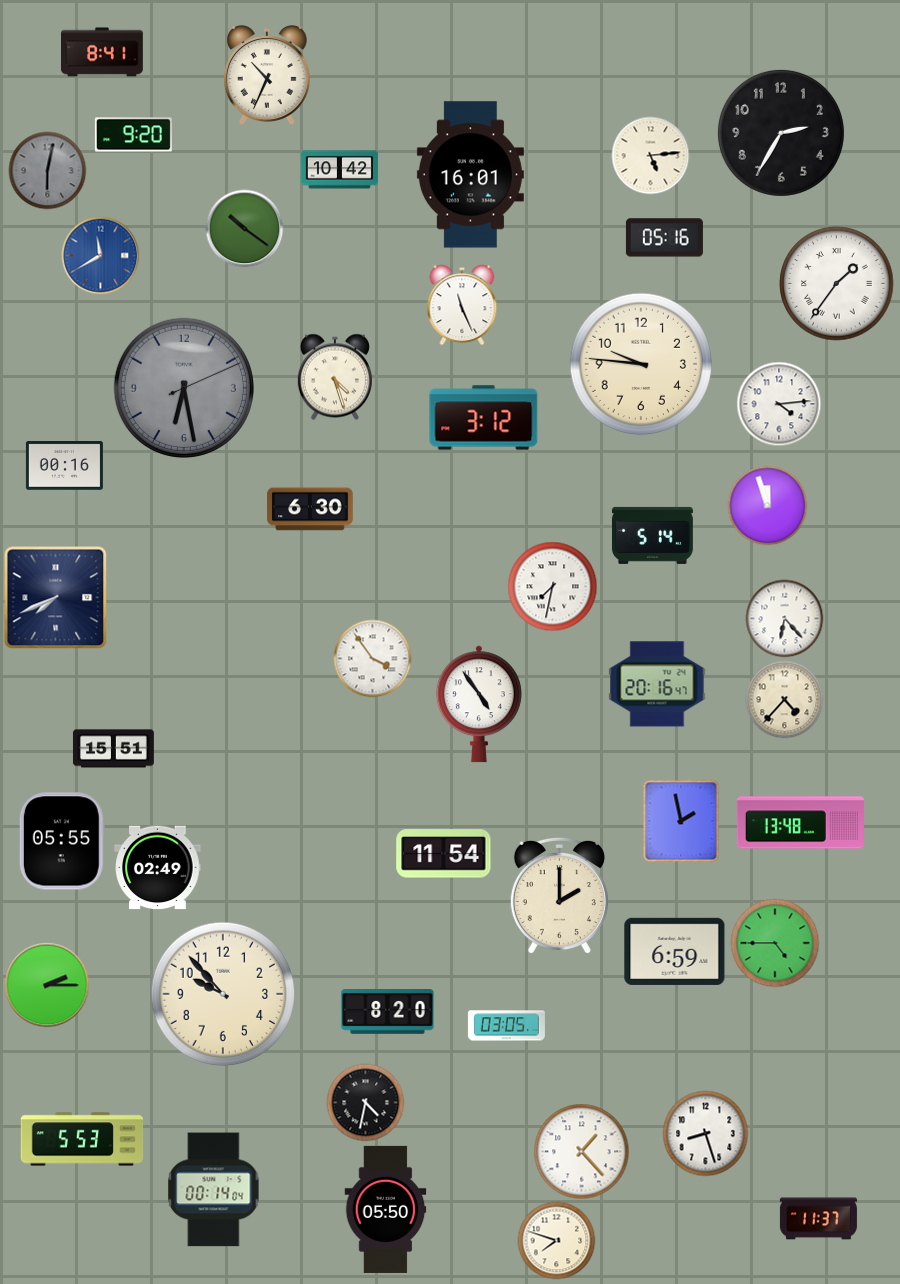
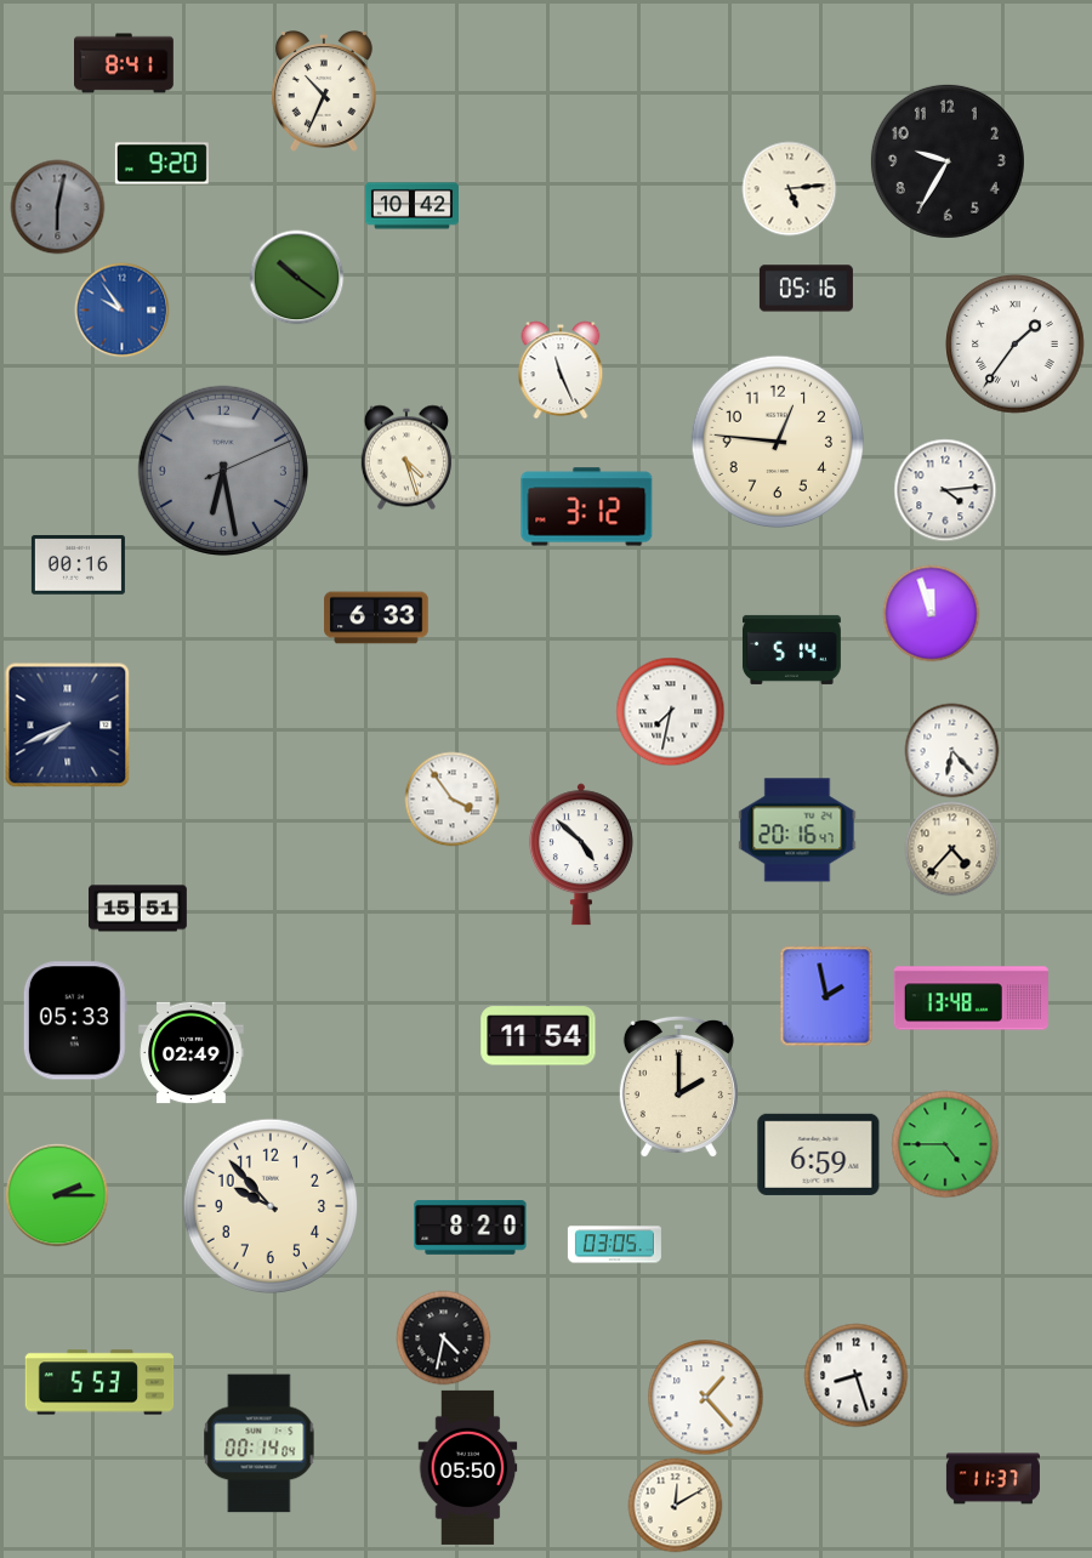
clock at (781, 133): 2:35 -> 9:35
clock at (470, 175): 16:01 -> none
clock at (100, 255): 11:40 -> 9:54
clock at (640, 363): 9:46 -> 12:46
clock at (310, 509): 6:30 -> 6:33
clock at (479, 704): 4:54 -> 4:52
clock at (62, 841): 05:55 -> 05:33
clock at (775, 943) position: (775, 943) -> (945, 1144)
clock at (556, 1240): 7:48 -> 12:10
